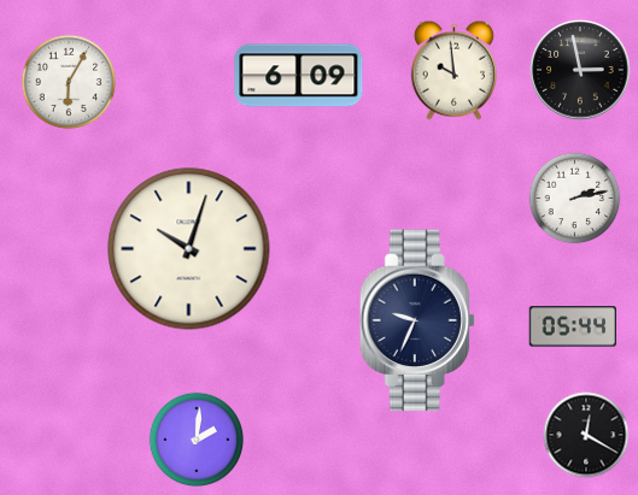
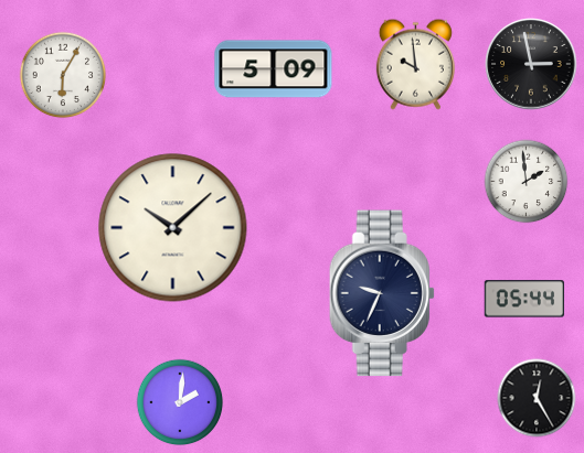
clock at (299, 76): 6:09 -> 5:09
clock at (575, 199): 2:13 -> 1:59
clock at (189, 249): 10:03 -> 10:08
clock at (586, 435): 12:20 -> 12:25
